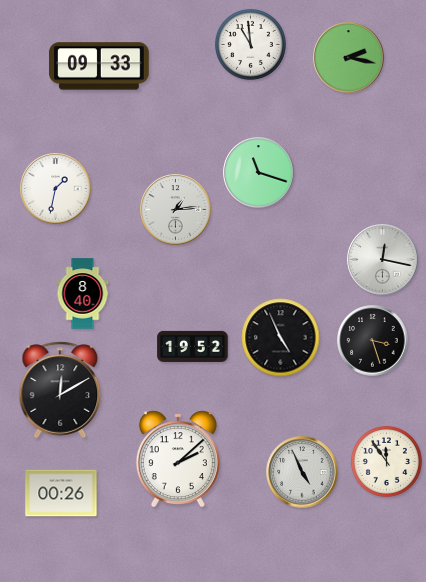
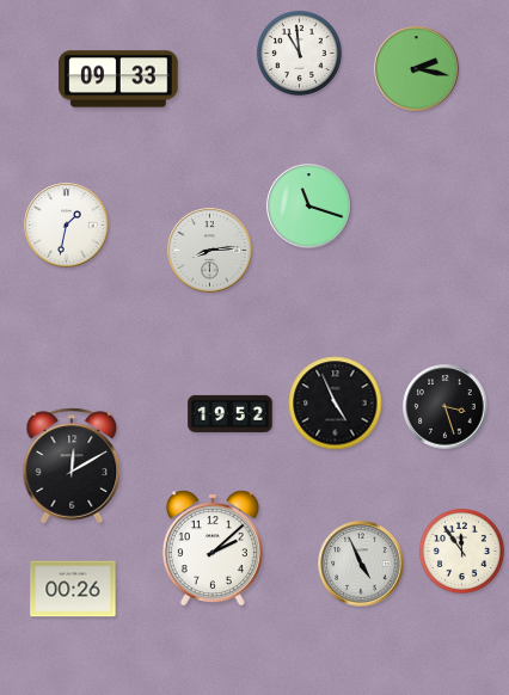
clock at (176, 210): 1:14 -> 8:14
clock at (383, 260): 12:17 -> none
clock at (83, 294): 8:40 -> none
